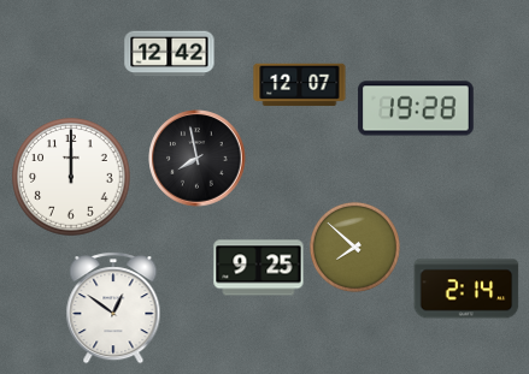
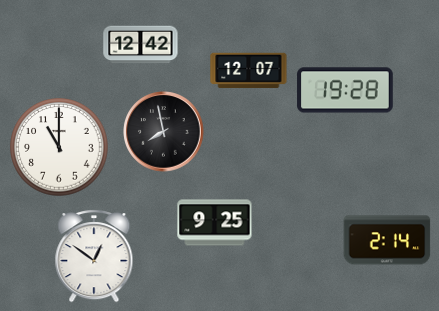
clock at (71, 177): 12:00 -> 11:00
clock at (354, 247): 7:52 -> none
